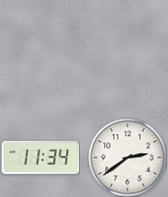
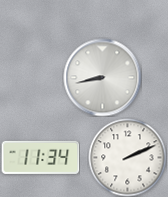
clock at (102, 77): none -> 8:43
clock at (127, 157): 2:39 -> 2:11
